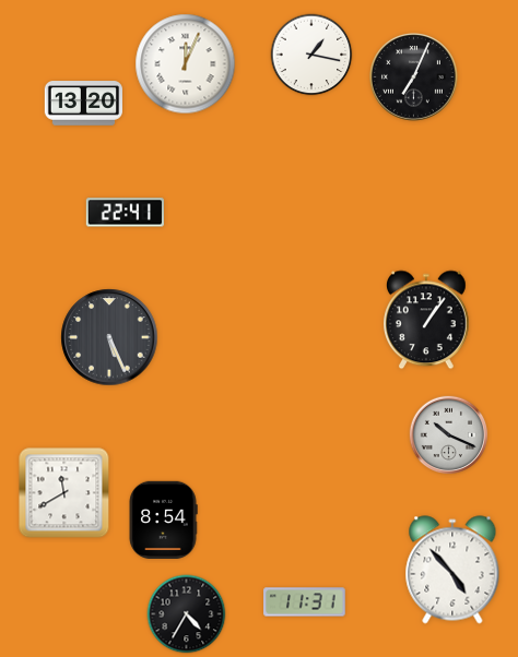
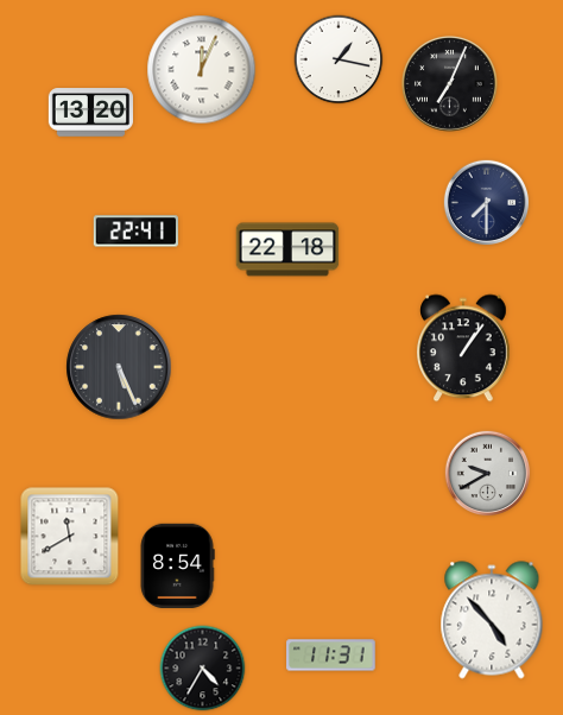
clock at (487, 203): none -> 7:30
clock at (287, 249): none -> 22:18
clock at (449, 435): 10:19 -> 9:40
